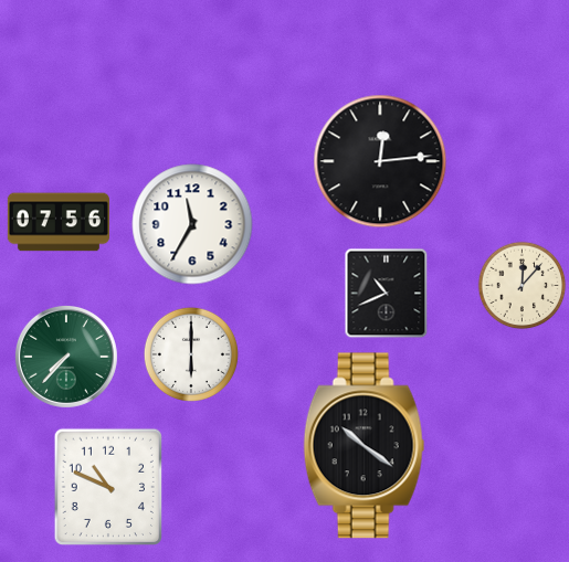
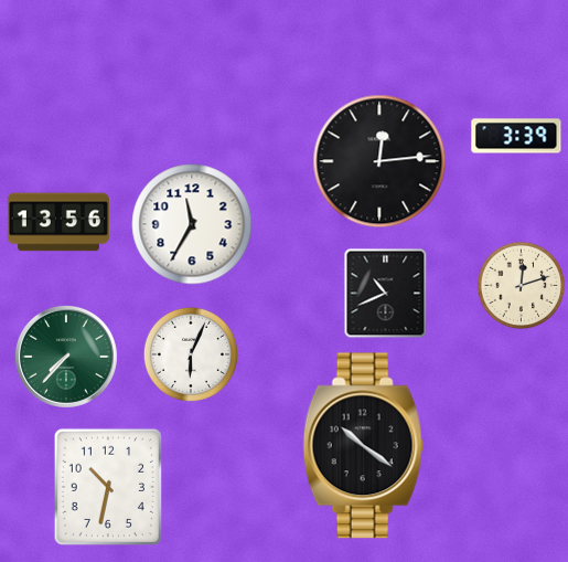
clock at (516, 136): none -> 3:39
clock at (59, 222): 07:56 -> 13:56
clock at (523, 286): 12:07 -> 12:12
clock at (191, 354): 6:00 -> 6:04
clock at (107, 487): 10:49 -> 10:32
